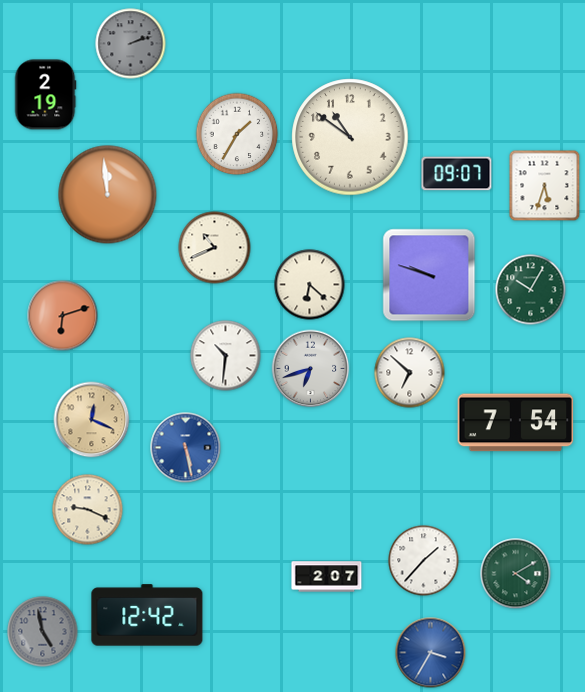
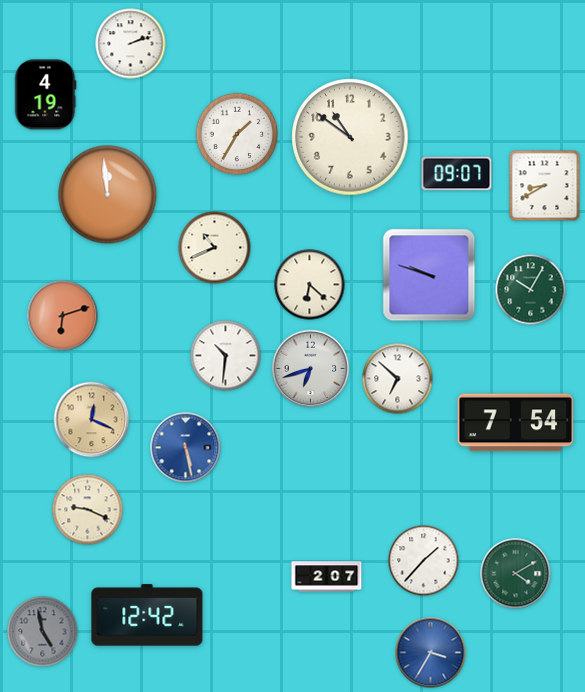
clock at (131, 44) dial: grey -> white
clock at (45, 95): 2:19 -> 4:19
clock at (545, 186): 5:33 -> 8:40
clock at (410, 373) position: (410, 373) -> (398, 379)
